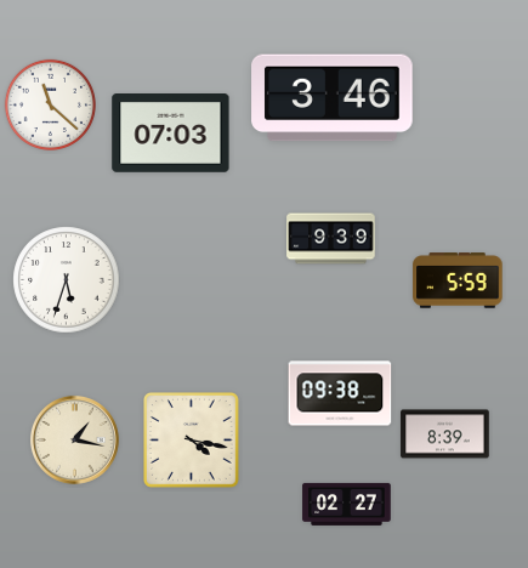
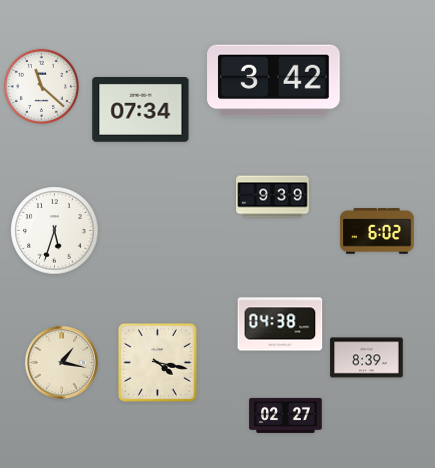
clock at (333, 98): 3:46 -> 3:42
clock at (171, 134): 07:03 -> 07:34
clock at (458, 280): 5:59 -> 6:02
clock at (340, 393): 09:38 -> 04:38
